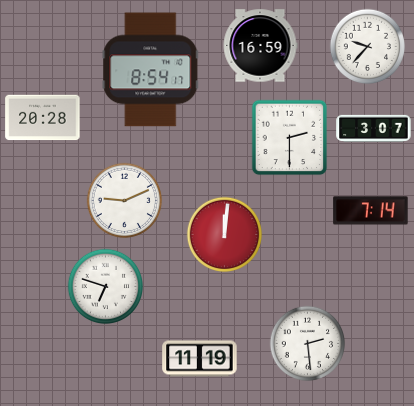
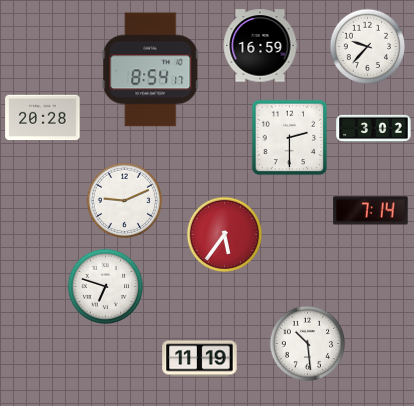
clock at (374, 129): 3:07 -> 3:02
clock at (225, 235): 12:01 -> 5:36
clock at (308, 344): 2:29 -> 10:29
